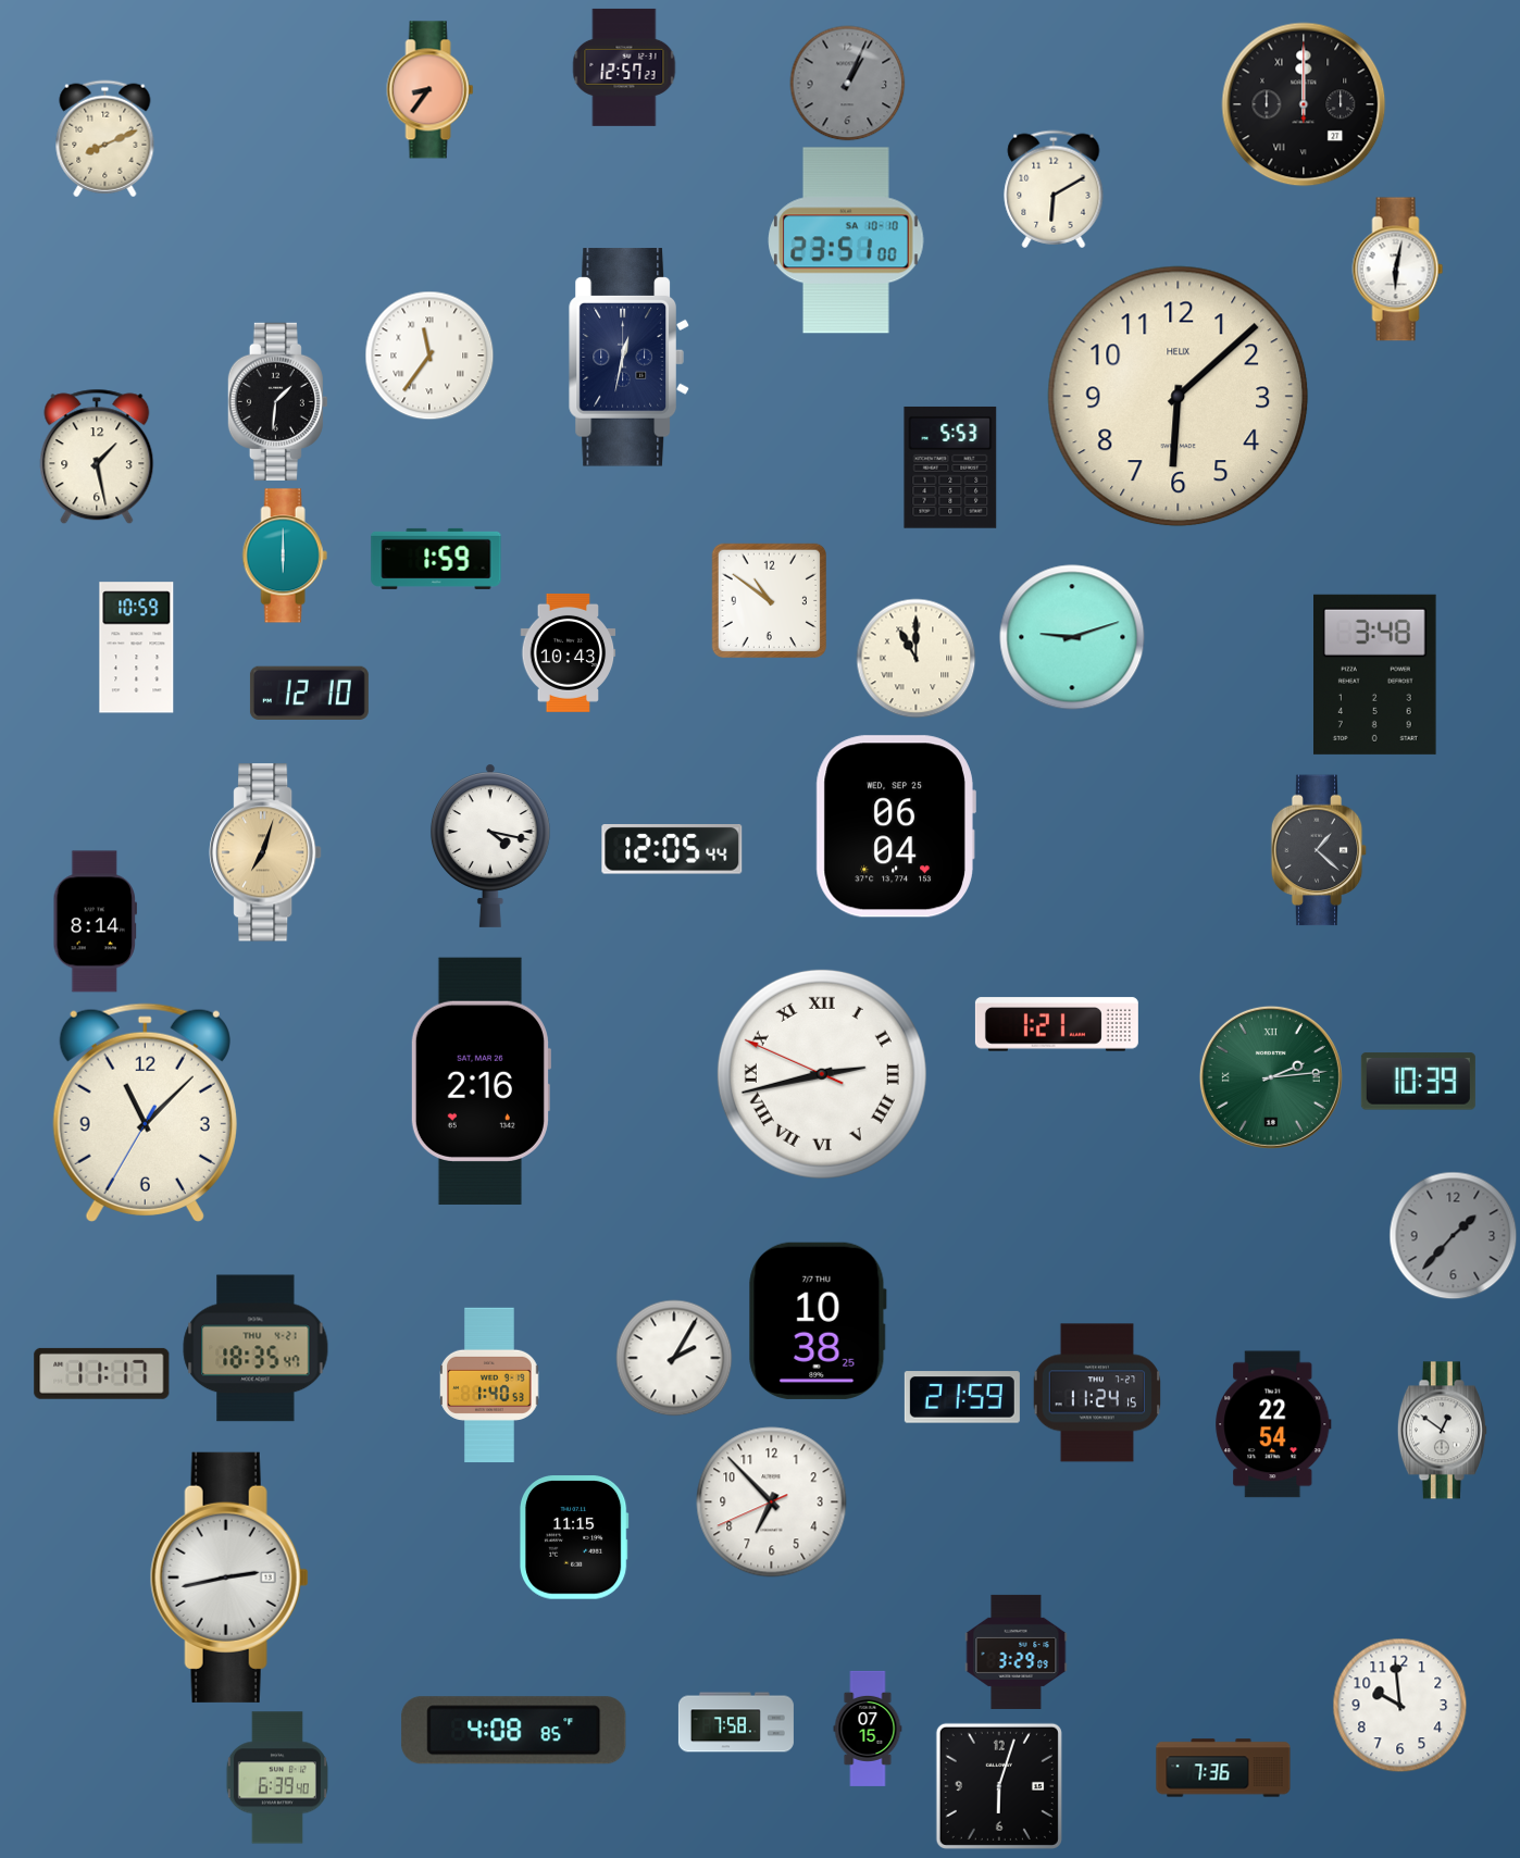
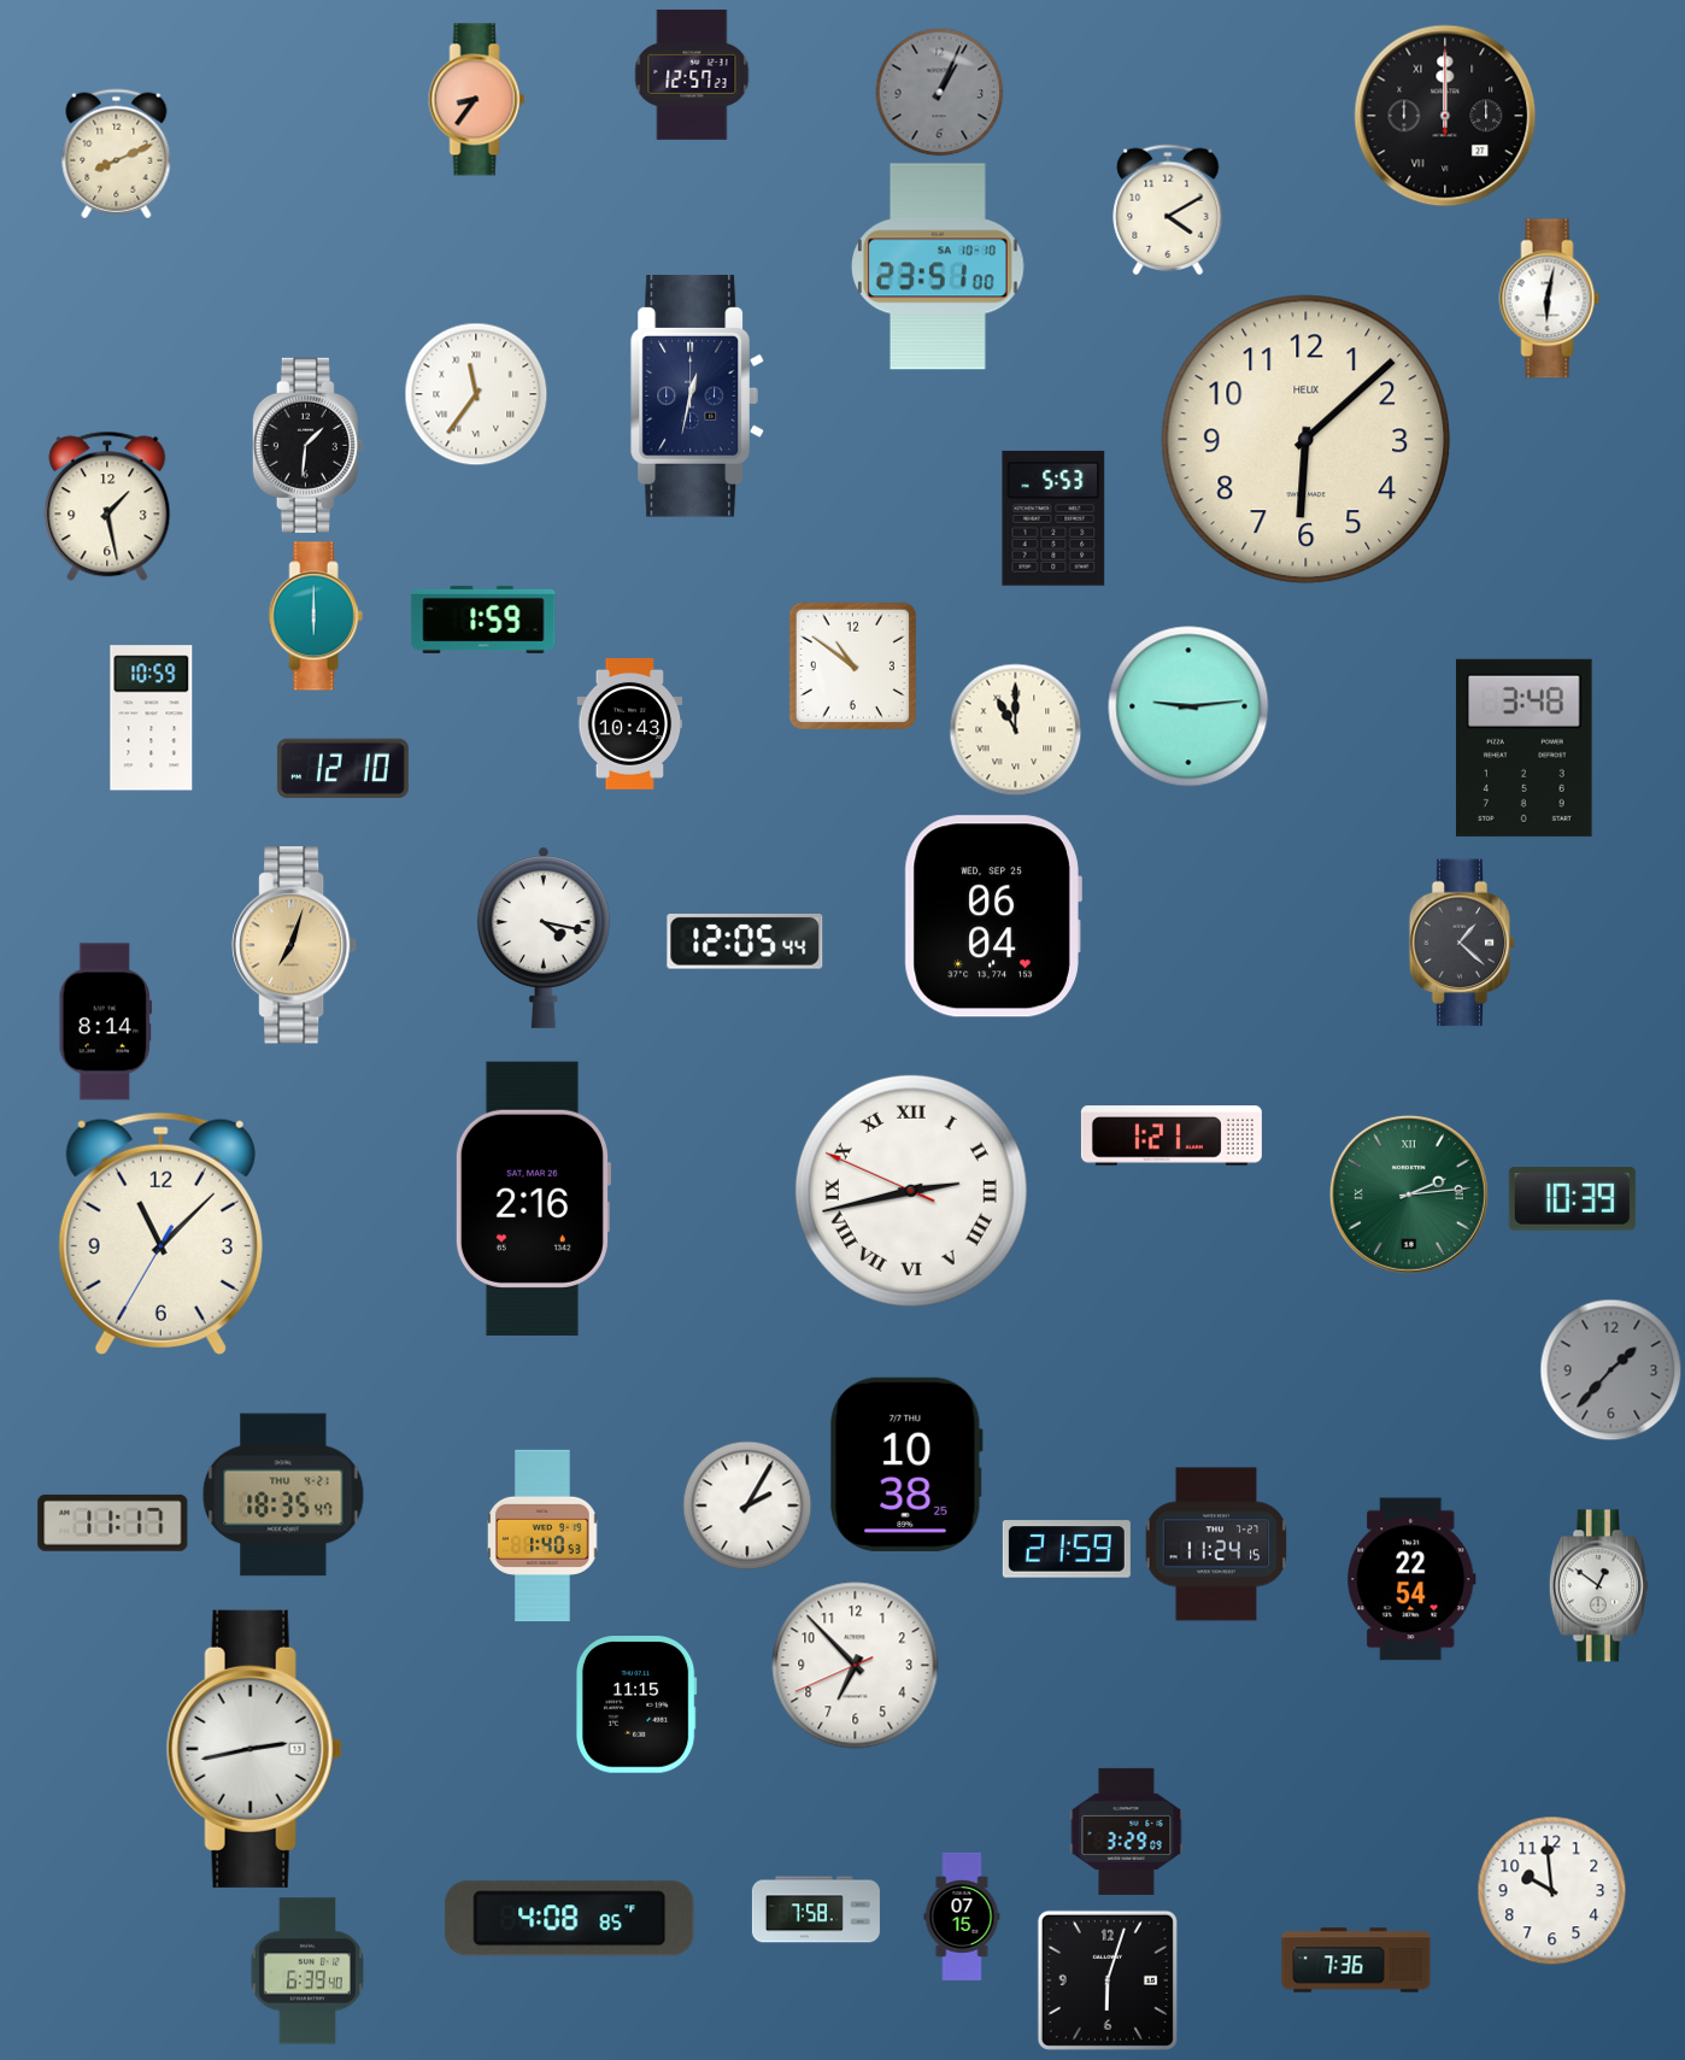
clock at (1054, 189): 6:10 -> 4:10
clock at (1072, 637): 9:12 -> 9:14
